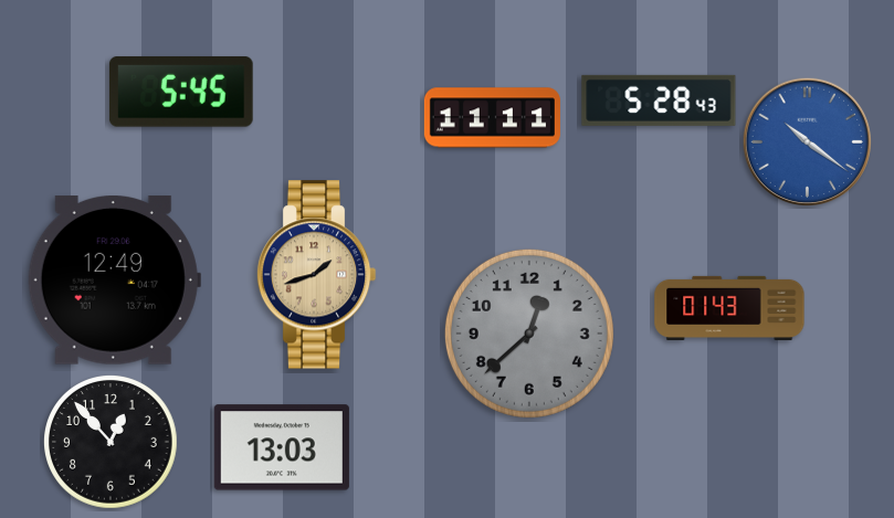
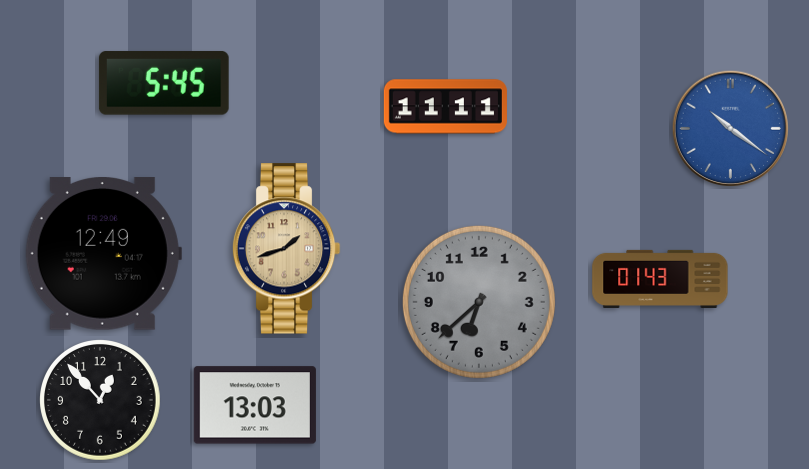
clock at (659, 101): 5:28 -> none
clock at (529, 334): 12:38 -> 6:38
